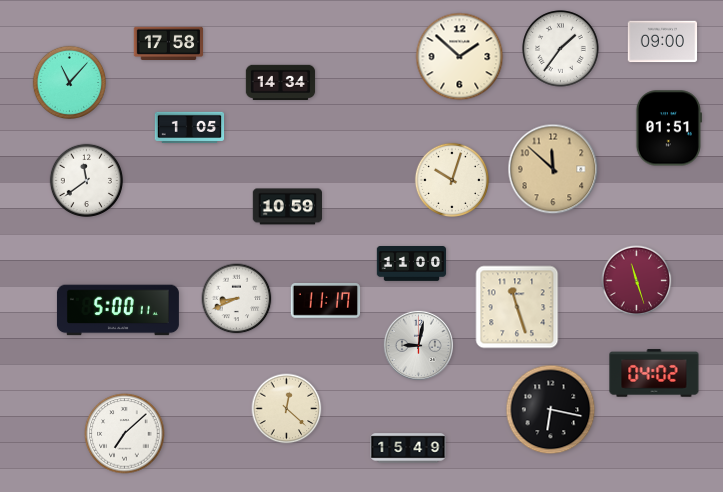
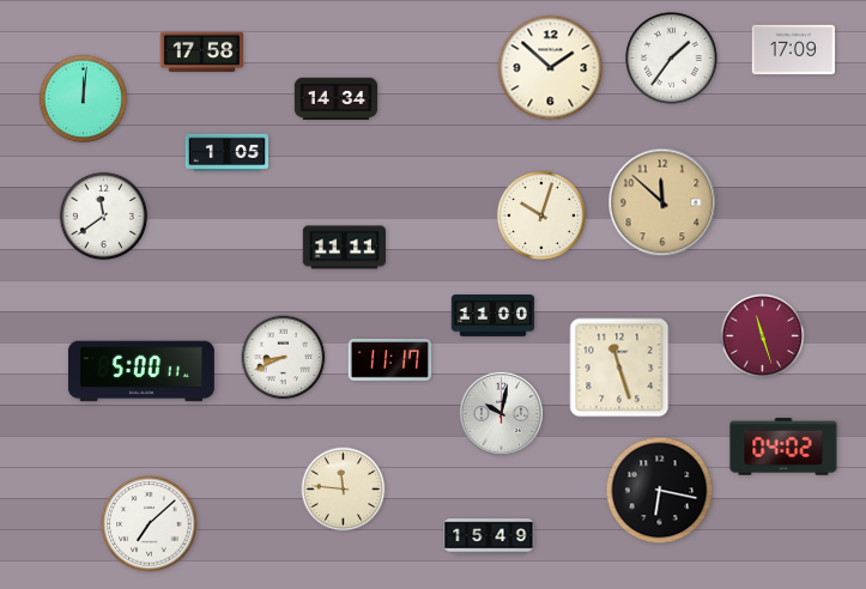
clock at (663, 42): 09:00 -> 17:09
clock at (69, 82): 11:07 -> 12:01
clock at (669, 128): 01:51 -> none
clock at (287, 207): 10:59 -> 11:11
clock at (418, 345): 9:02 -> 10:02
clock at (287, 409): 12:22 -> 11:46
clock at (125, 434) position: (125, 434) -> (150, 524)
